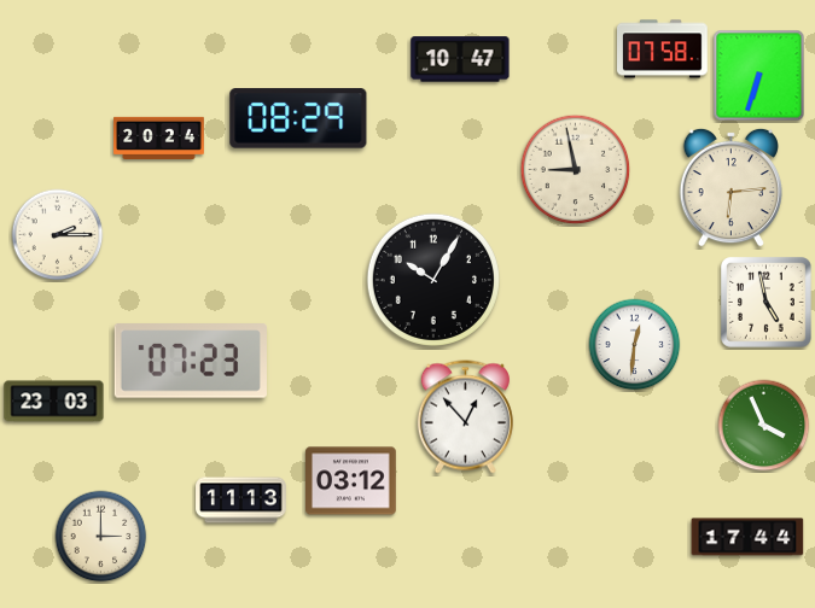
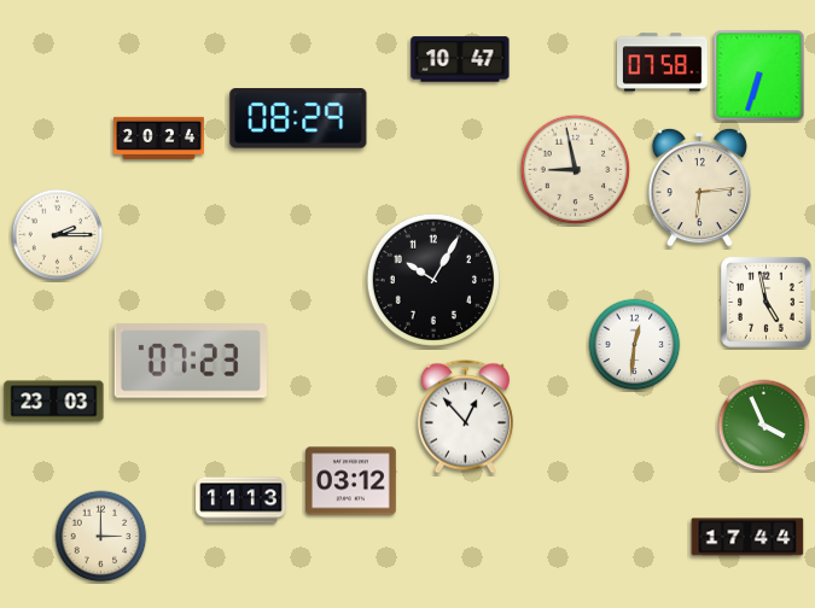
clock at (663, 49) position: (663, 49) -> (663, 63)
clock at (730, 187) position: (730, 187) -> (699, 187)
